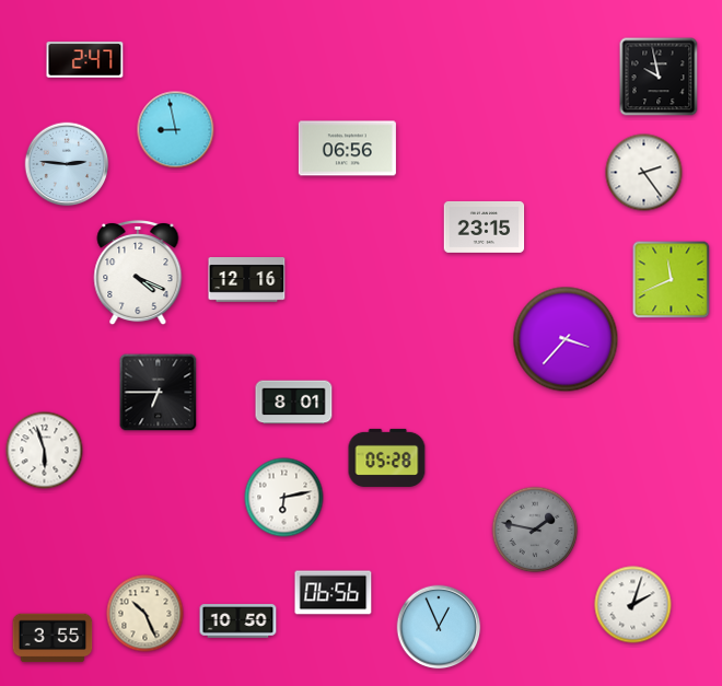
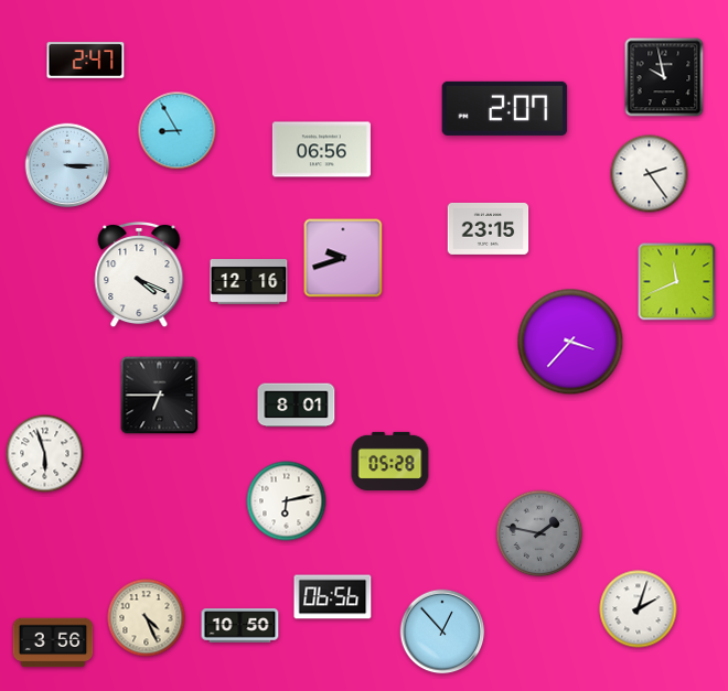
clock at (505, 108): none -> 2:07
clock at (176, 130): 8:58 -> 8:55
clock at (347, 149) position: (347, 149) -> (321, 150)
clock at (67, 164): 2:46 -> 3:15
clock at (343, 258): none -> 9:42
clock at (334, 593) position: (334, 593) -> (333, 597)
clock at (145, 614): 10:26 -> 4:26
clock at (439, 627): 12:56 -> 12:53
clock at (53, 638): 3:55 -> 3:56
